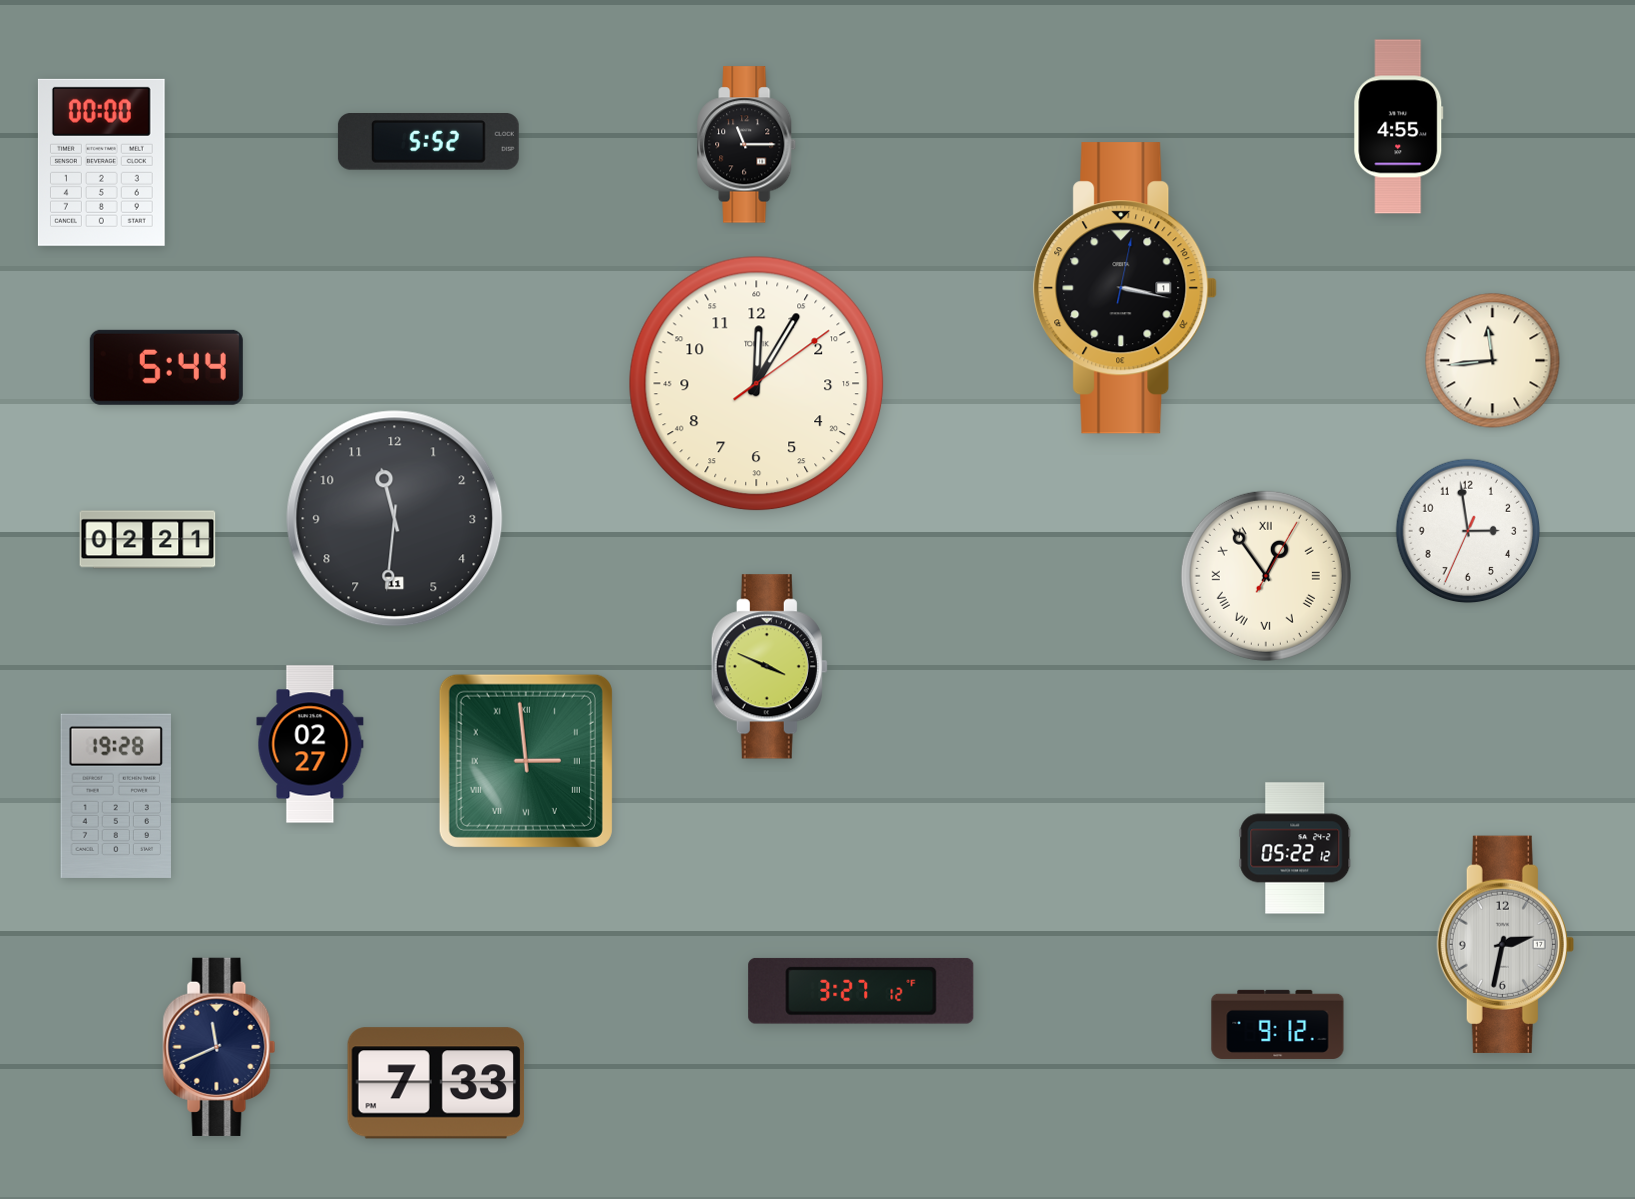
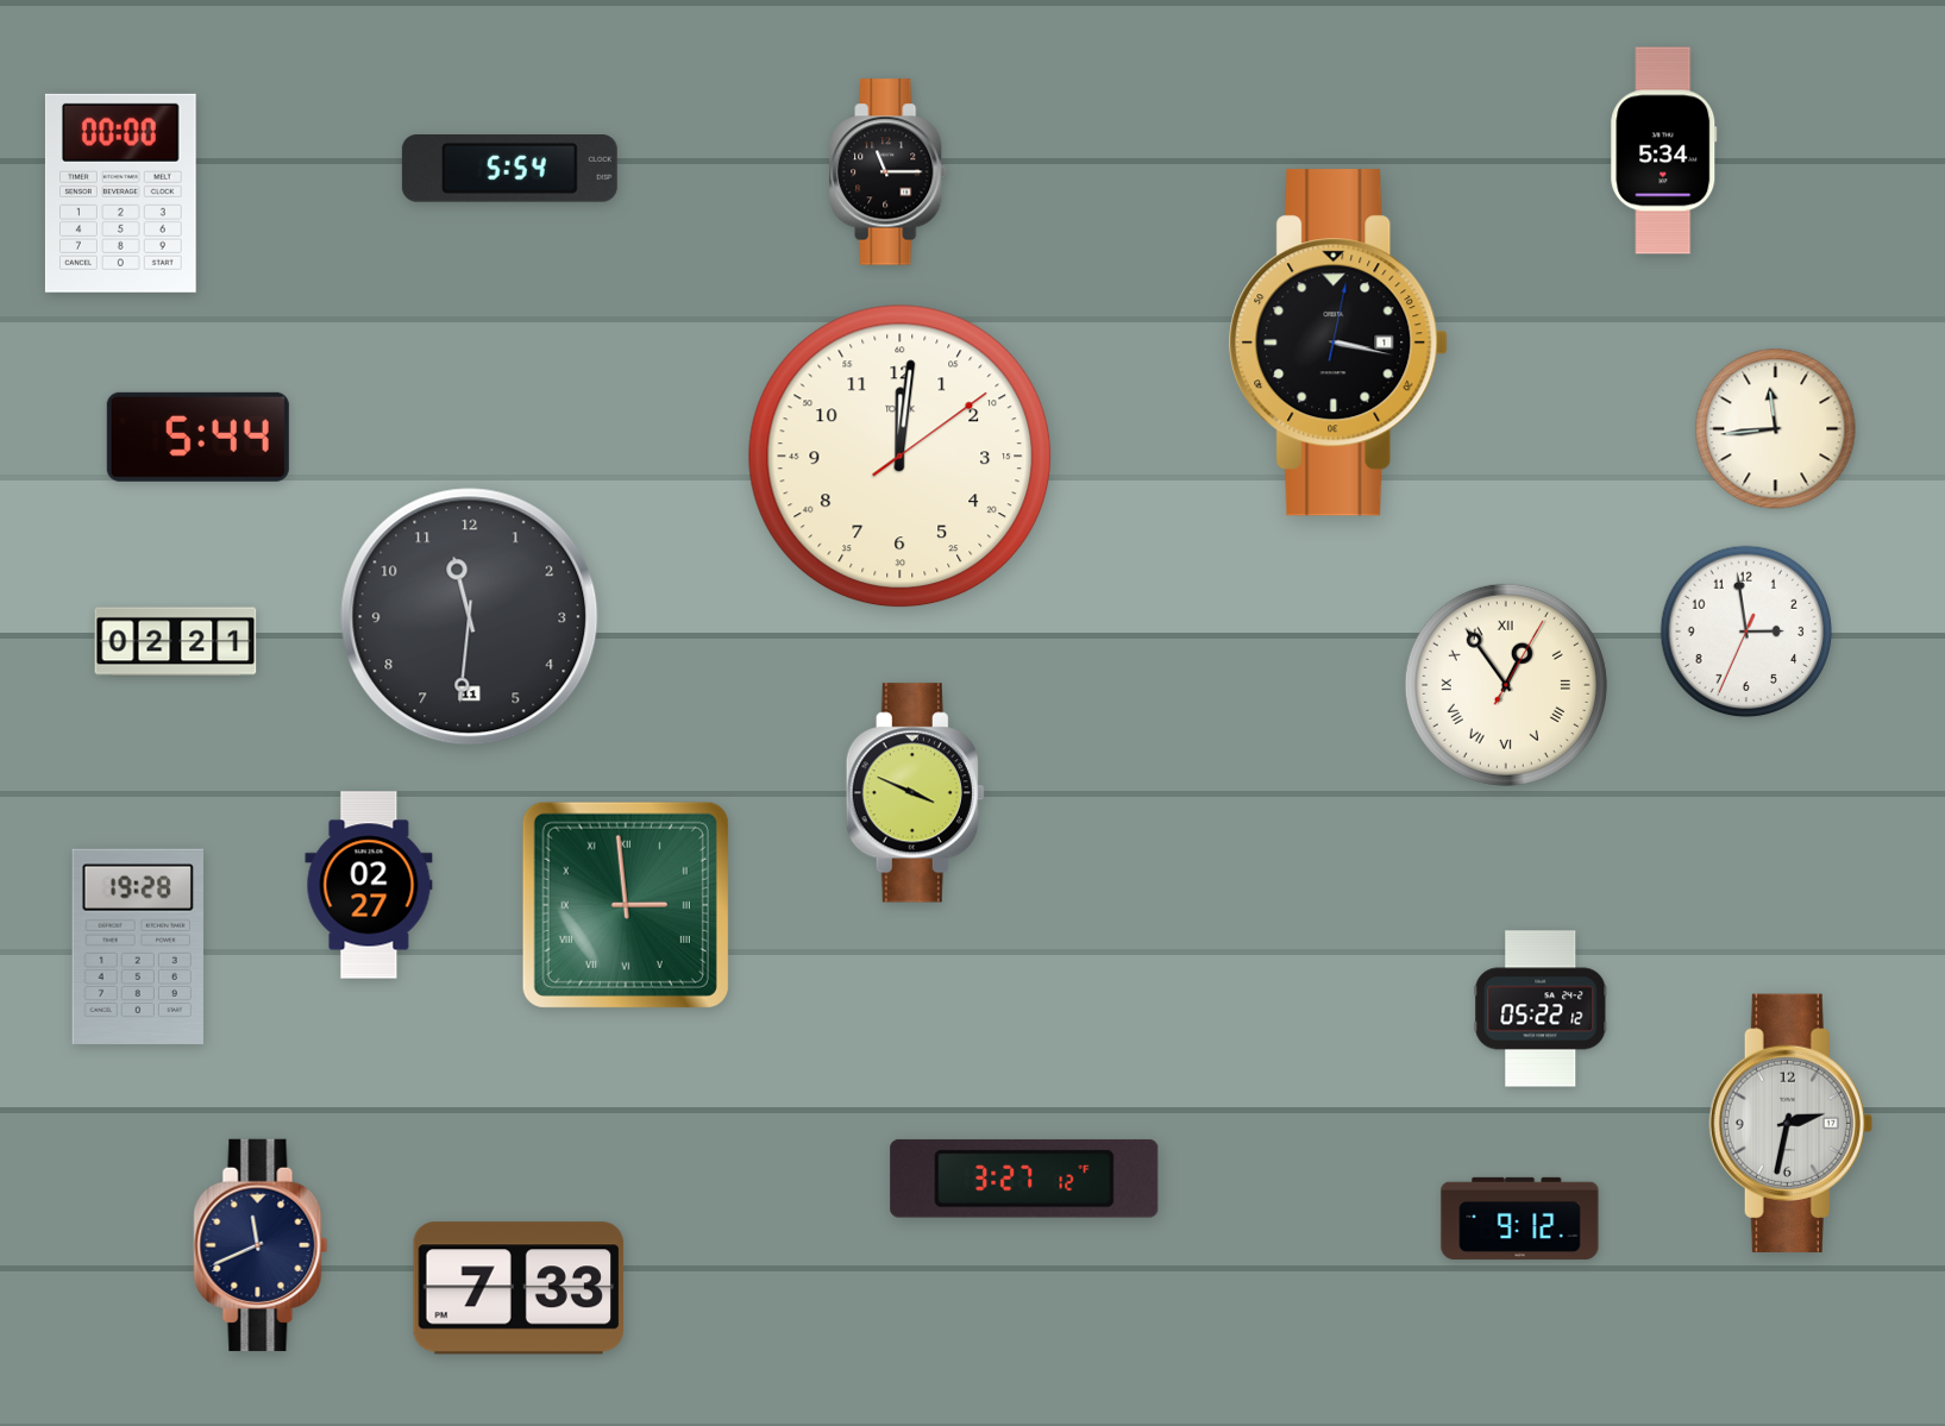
clock at (1399, 127): 4:55 -> 5:34
clock at (428, 142): 5:52 -> 5:54
clock at (757, 384): 12:05 -> 12:01
